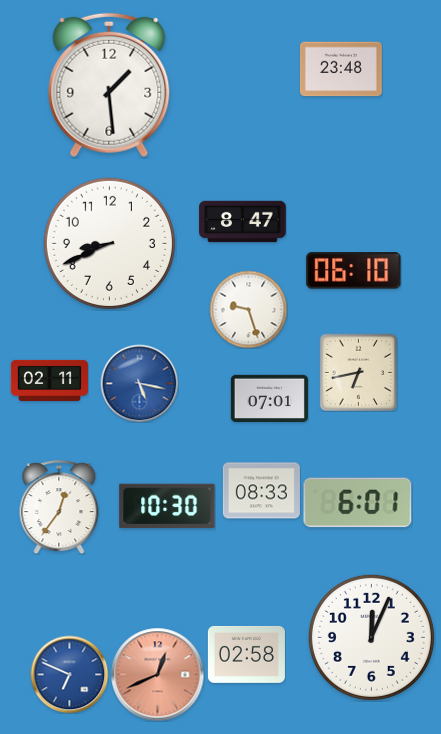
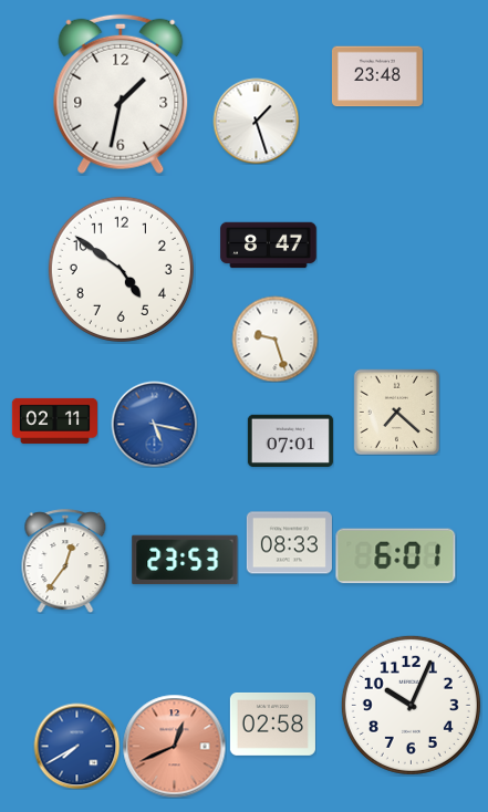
clock at (109, 85): 1:29 -> 1:32
clock at (256, 121): none -> 1:27
clock at (109, 243): 8:41 -> 4:51
clock at (354, 271): 06:10 -> none
clock at (248, 309) position: (248, 309) -> (274, 339)
clock at (358, 372): 6:43 -> 7:22
clock at (269, 398) position: (269, 398) -> (290, 440)
clock at (167, 506): 10:30 -> 23:53
clock at (371, 637): 12:04 -> 10:04
clock at (69, 674): 6:49 -> 7:40
